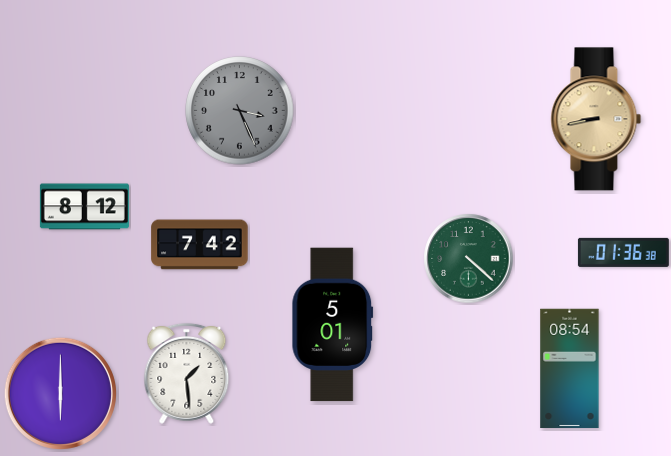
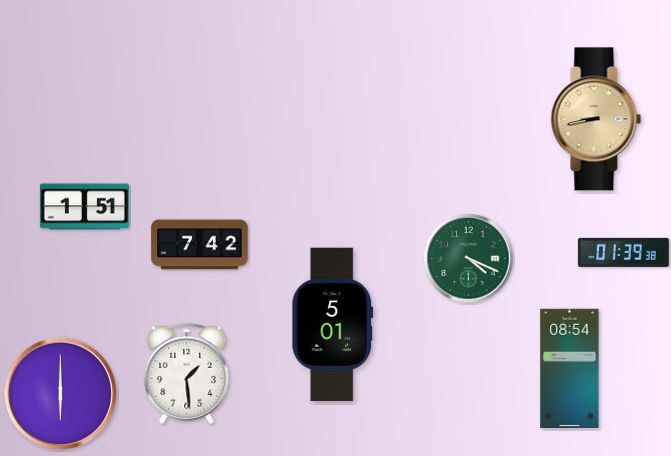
clock at (240, 111): 3:26 -> none
clock at (84, 207): 8:12 -> 1:51
clock at (623, 252): 01:36 -> 01:39
clock at (469, 259): 4:22 -> 4:19
